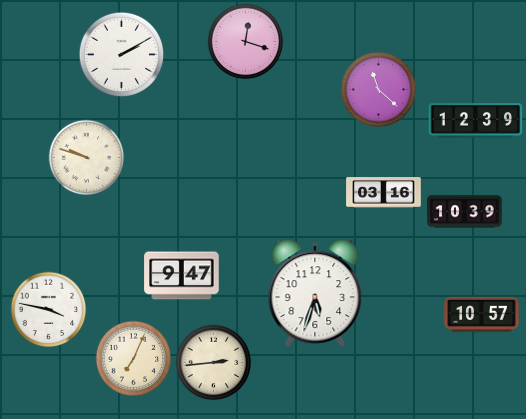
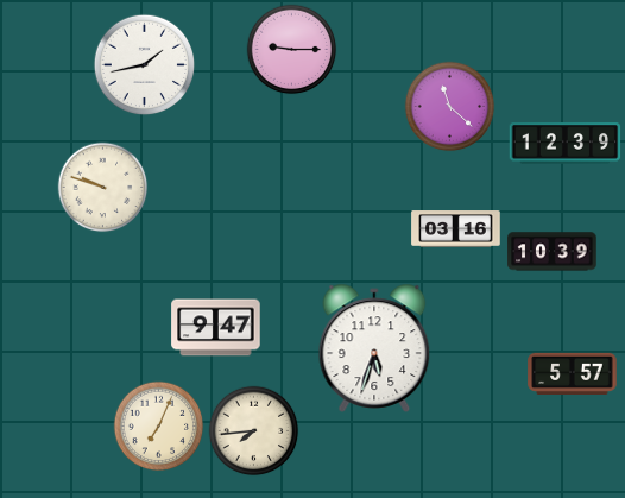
clock at (246, 42): 12:18 -> 9:15
clock at (122, 55): 2:10 -> 1:43
clock at (49, 310): 3:47 -> none
clock at (482, 314): 10:57 -> 5:57
clock at (214, 363): 2:44 -> 7:44
